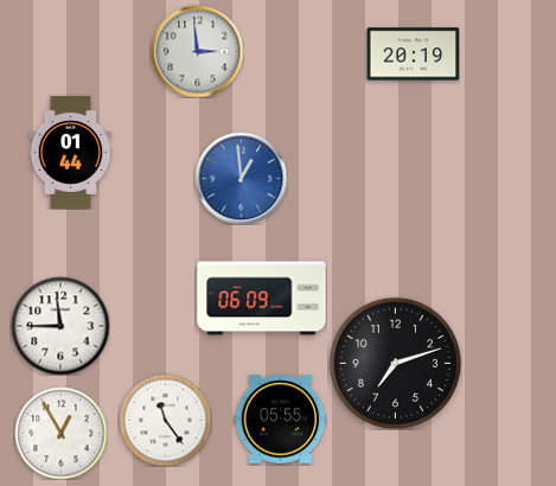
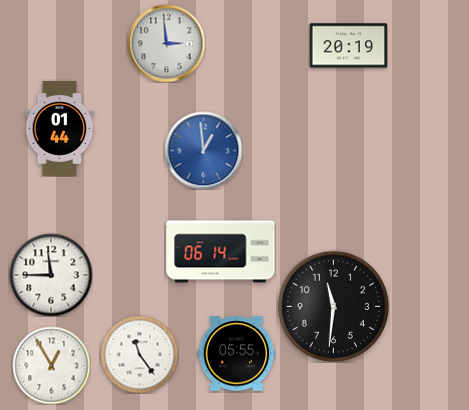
clock at (262, 299): 06:09 -> 06:14
clock at (395, 363): 7:12 -> 11:31
